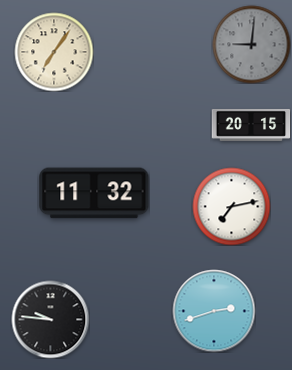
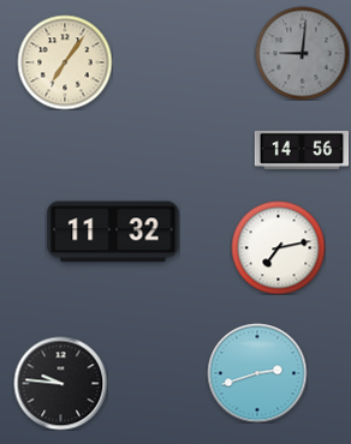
clock at (251, 125): 20:15 -> 14:56
